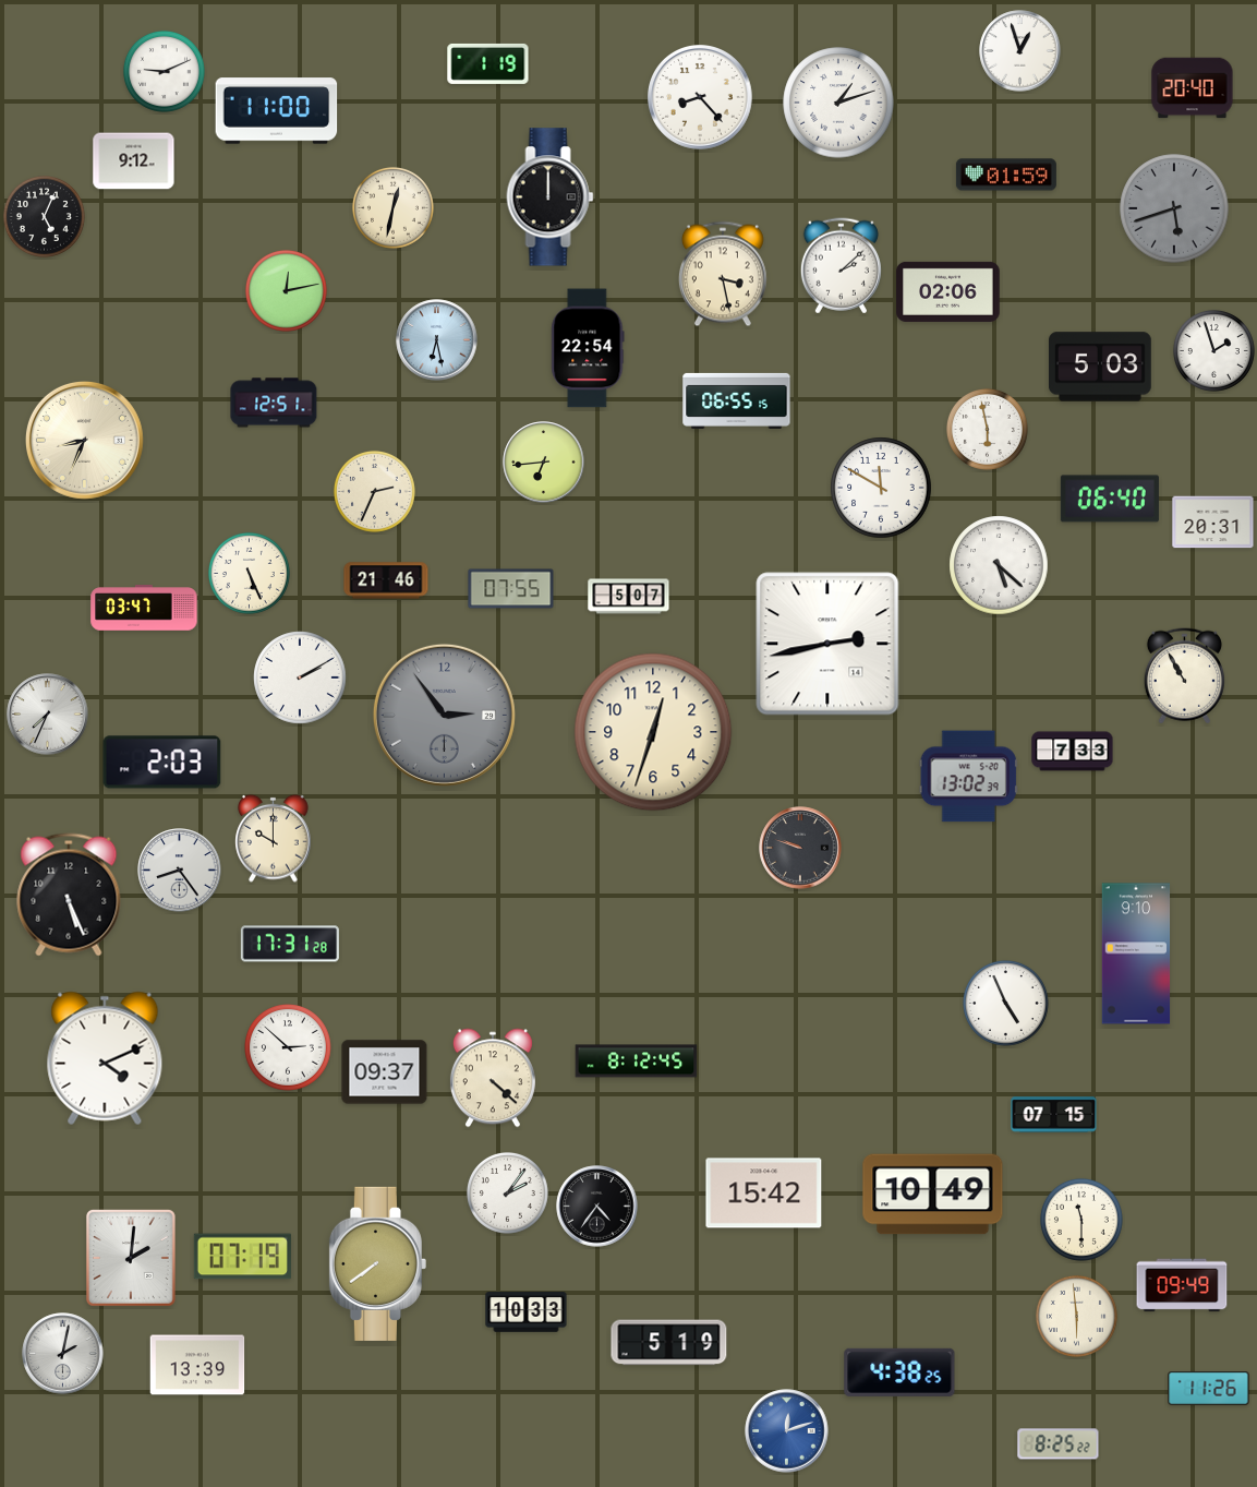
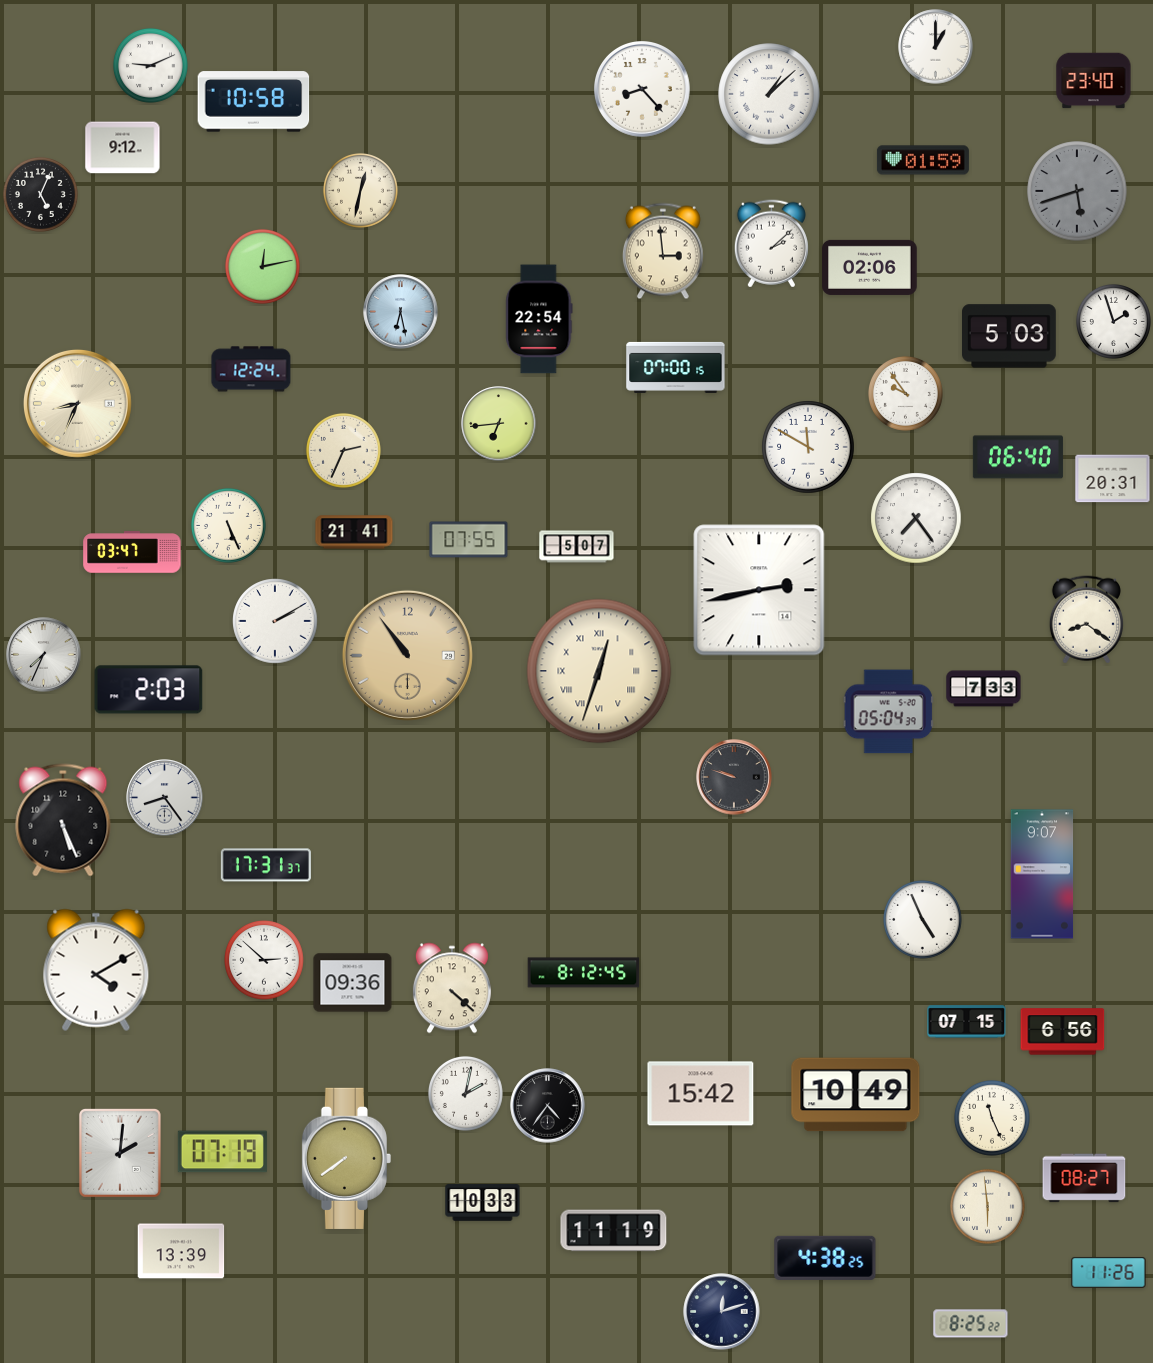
clock at (1020, 51): 12:57 -> 1:00
clock at (488, 63): 1:19 -> none
clock at (1193, 88): 20:40 -> 23:40
clock at (838, 103): 1:12 -> 1:08
clock at (277, 111): 11:00 -> 10:58
clock at (551, 197): 12:00 -> none
clock at (44, 216) position: (44, 216) -> (40, 194)
clock at (723, 274): 3:28 -> 2:59
clock at (737, 400): 06:55 -> 07:00
clock at (274, 403): 12:51 -> 12:24
clock at (987, 429): 5:58 -> 9:54
clock at (999, 565): 5:22 -> 7:24
clock at (386, 580): 21:46 -> 21:41
clock at (144, 608) position: (144, 608) -> (132, 552)
clock at (1184, 676): 10:55 -> 8:21
clock at (444, 715): 2:54 -> 10:54
clock at (444, 715) dial: grey -> champagne
clock at (653, 732) numerals: Arabic -> Roman
clock at (162, 763) position: (162, 763) -> (149, 690)
clock at (968, 777): 13:02 -> 05:04
clock at (274, 838): 10:00 -> none
clock at (290, 944): 17:31:28 -> 17:31:37
clock at (1136, 954): 9:10 -> 9:07
clock at (105, 1058): 4:11 -> 4:10
clock at (385, 1072): 09:37 -> 09:36
clock at (1063, 1032): none -> 6:56
clock at (507, 1192): 2:06 -> 2:02
clock at (1081, 1220): 11:30 -> 11:26
clock at (1182, 1285): 09:49 -> 08:27
clock at (669, 1343): 5:19 -> 11:19
clock at (63, 1354): 2:02 -> none
clock at (787, 1431) dial: blue -> navy
